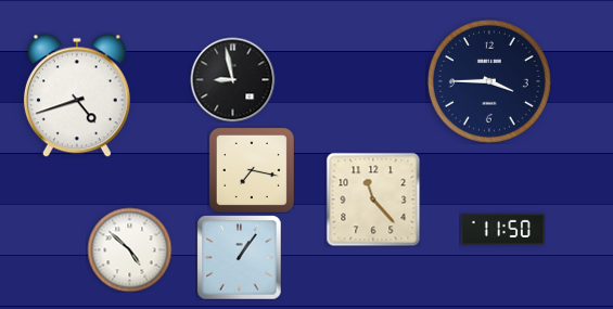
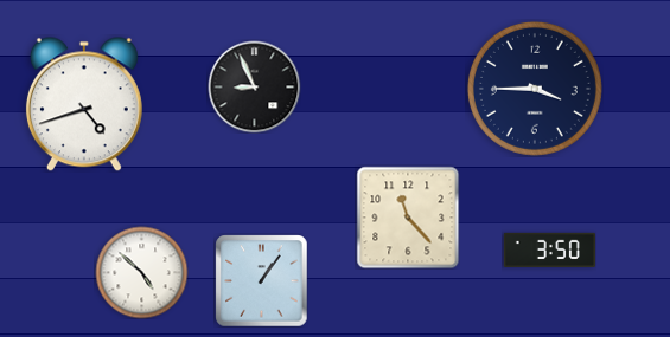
clock at (232, 79): 8:58 -> 8:56
clock at (252, 170): 7:17 -> none
clock at (502, 229): 11:50 -> 3:50
